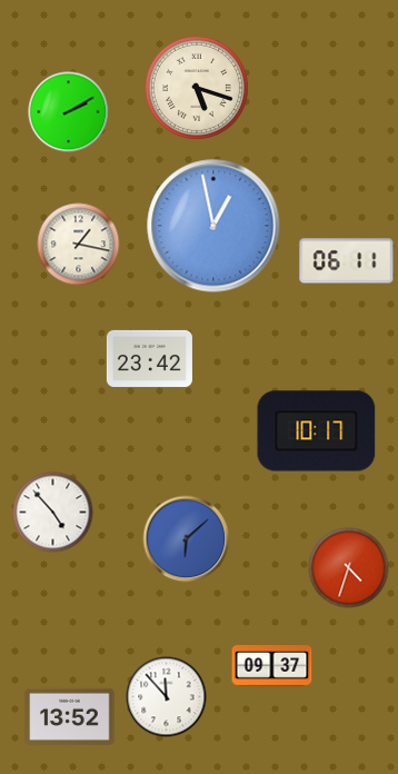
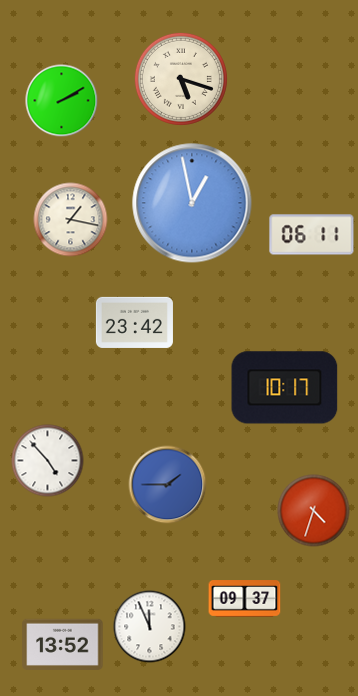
clock at (197, 88) position: (197, 88) -> (181, 79)
clock at (187, 539): 6:08 -> 1:45
clock at (167, 697): 11:53 -> 11:56
